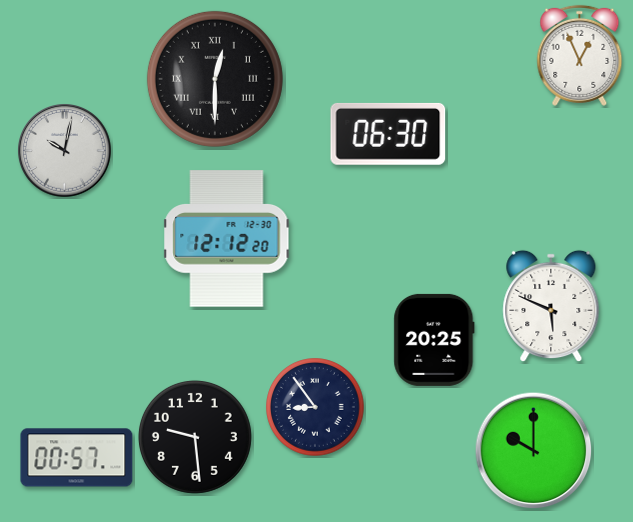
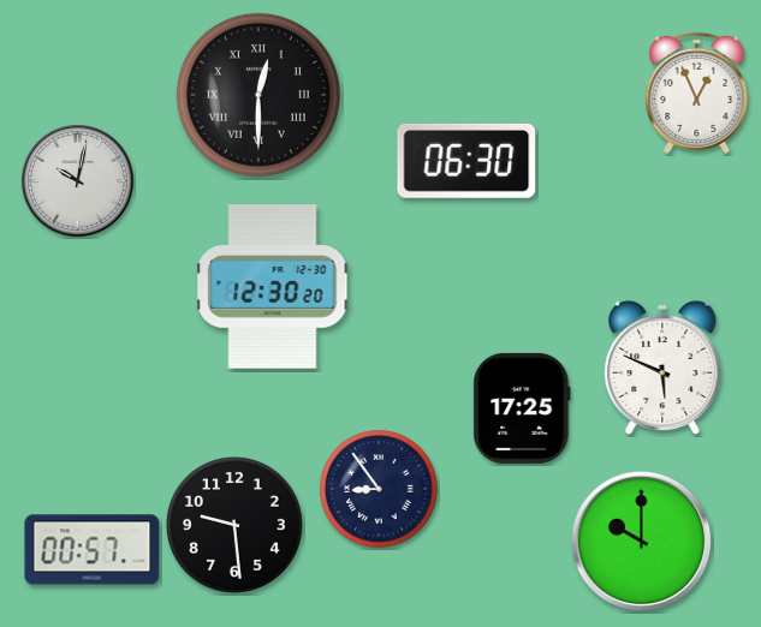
clock at (580, 55) position: (580, 55) -> (697, 92)
clock at (227, 239): 12:12 -> 12:30
clock at (434, 340): 20:25 -> 17:25
